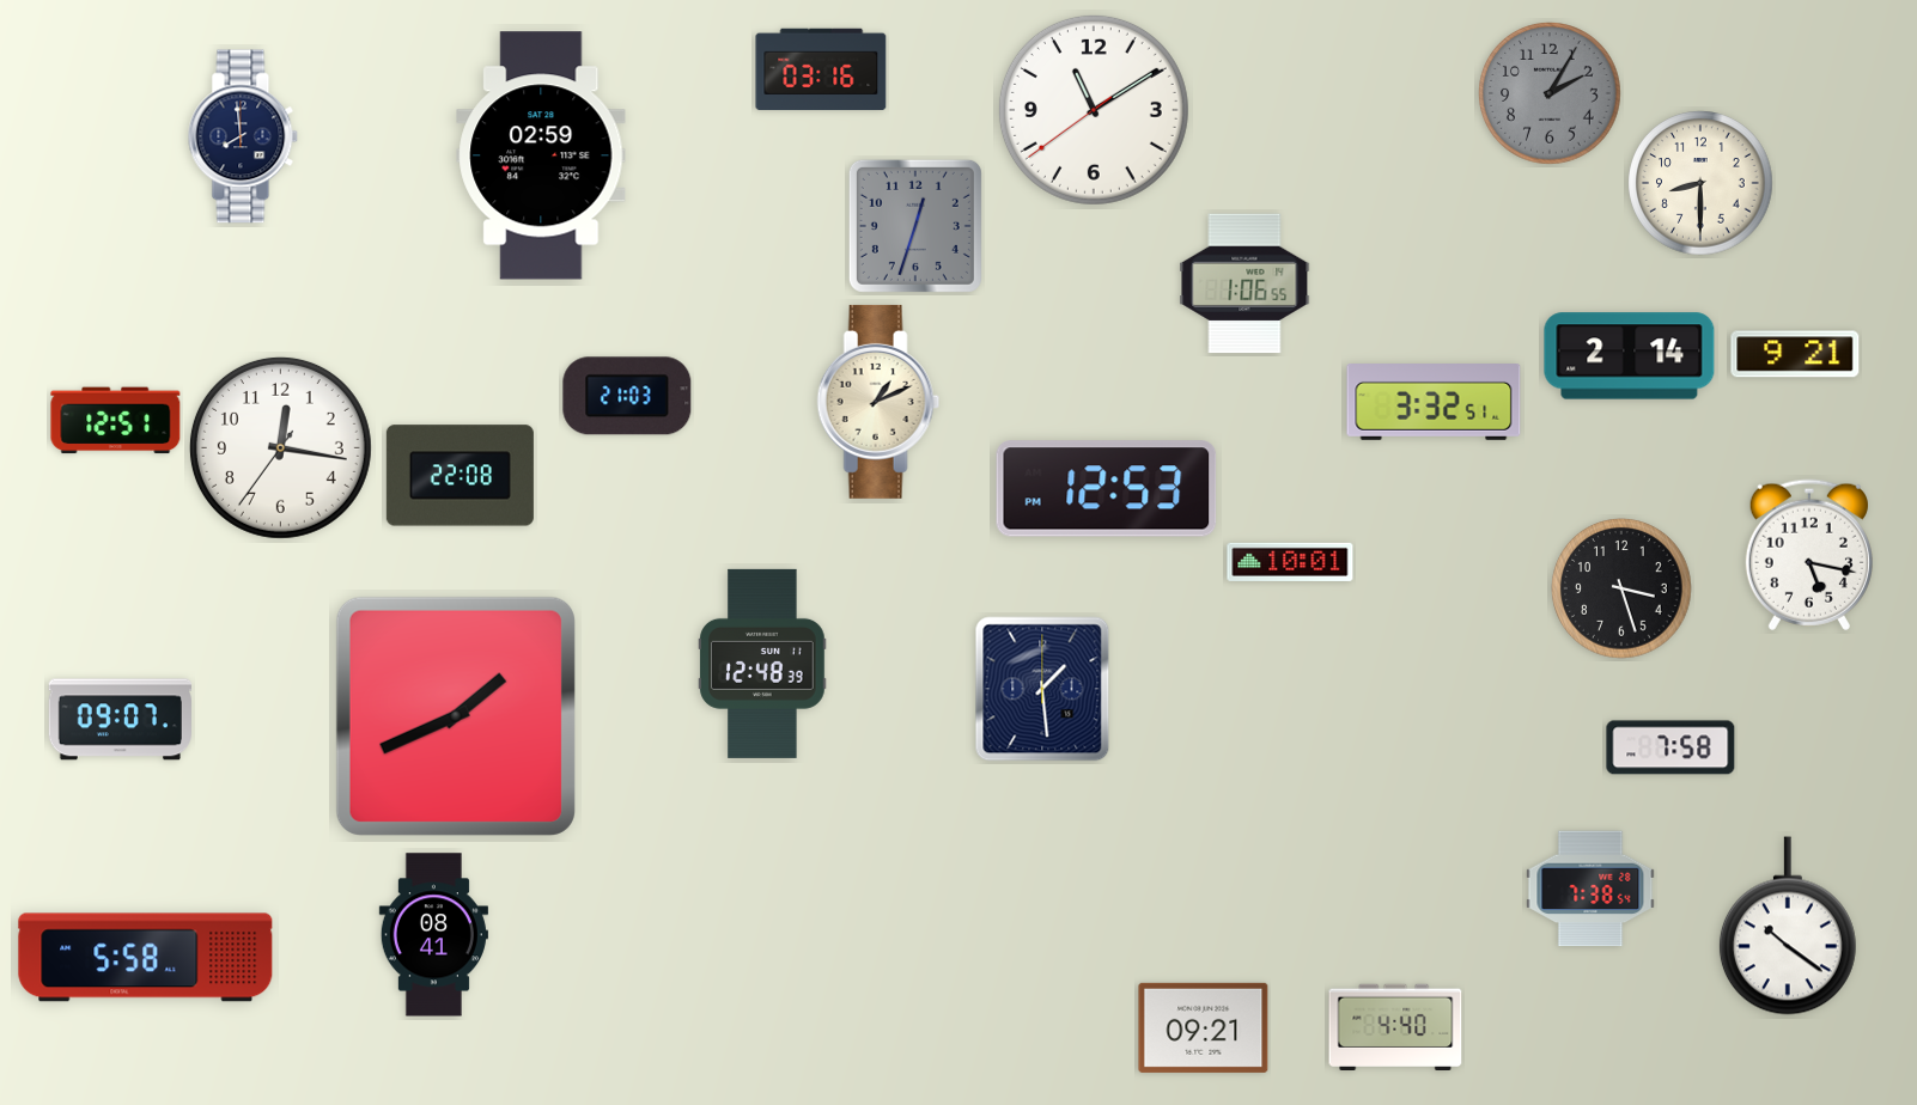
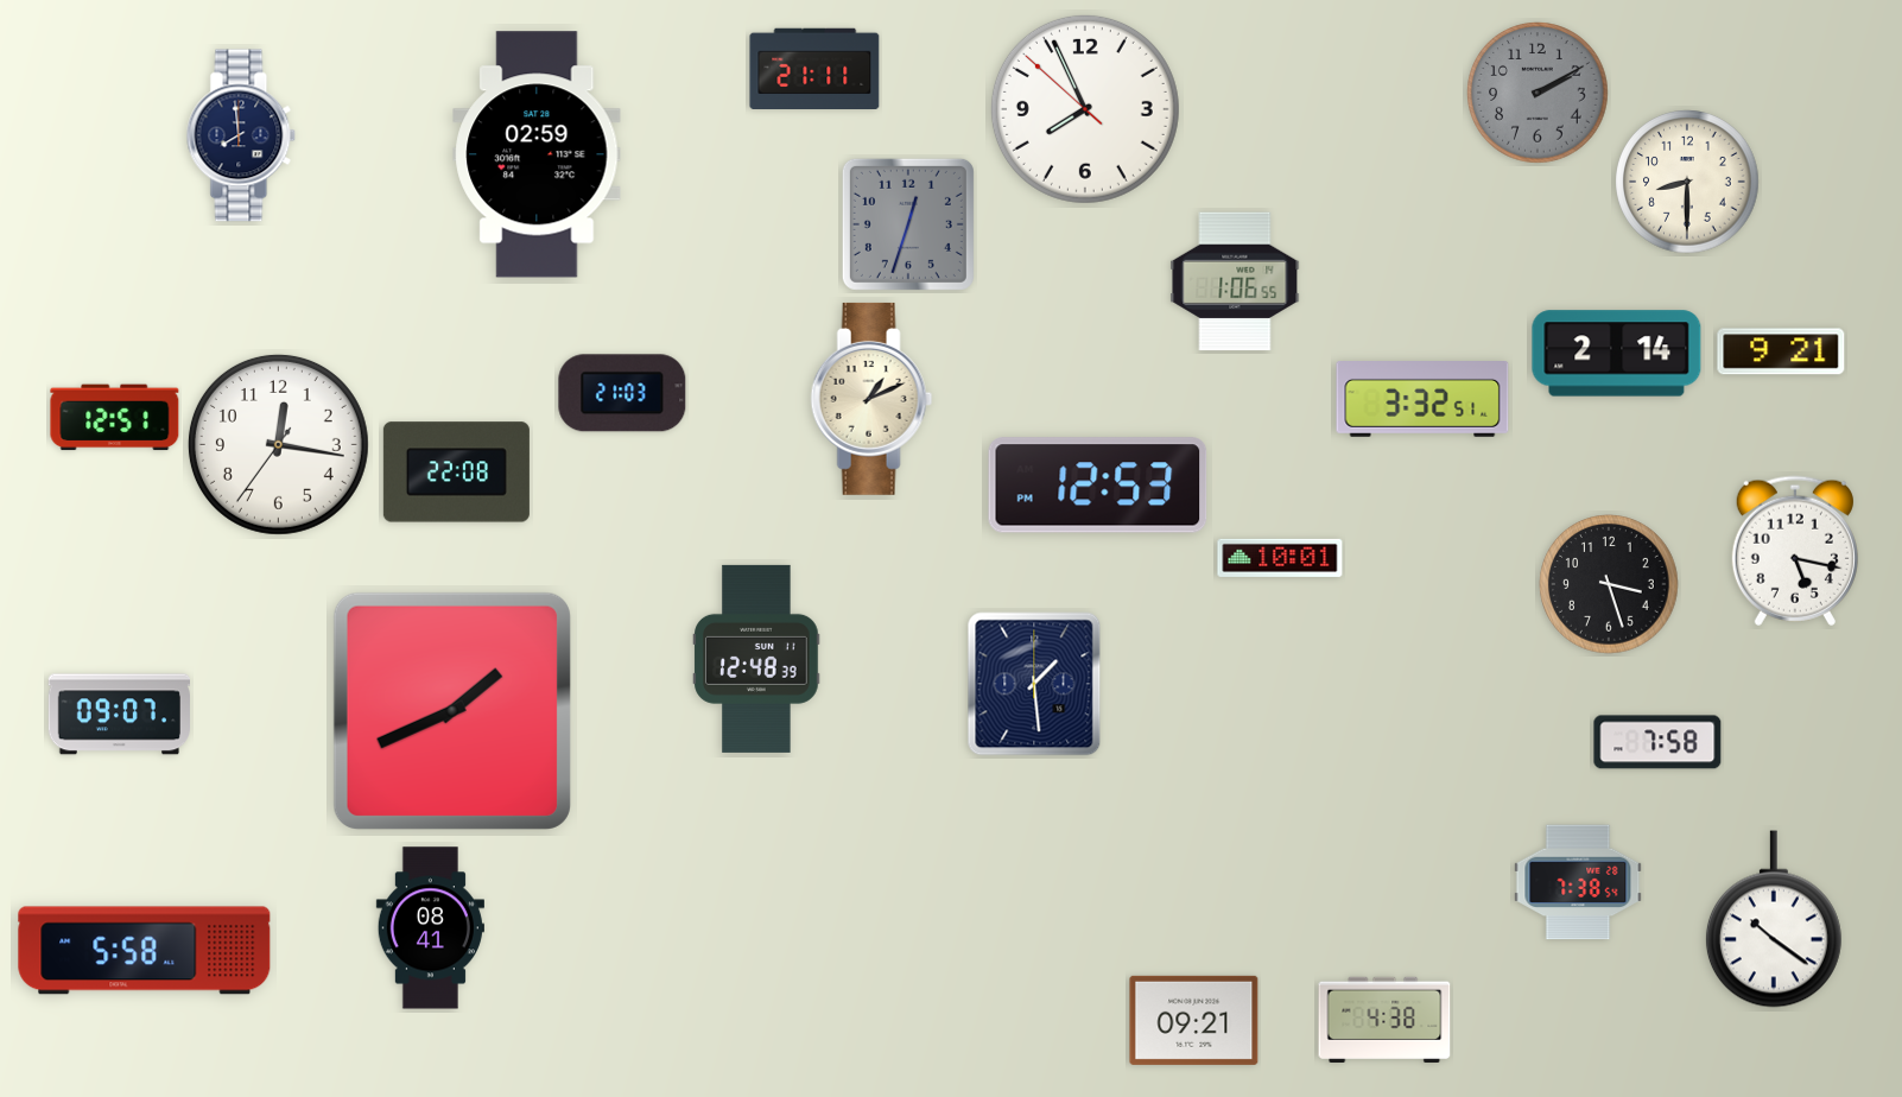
clock at (821, 68): 03:16 -> 21:11
clock at (1550, 93): 2:05 -> 2:10
clock at (1094, 110): 11:09 -> 7:55
clock at (1395, 1026): 4:40 -> 4:38
